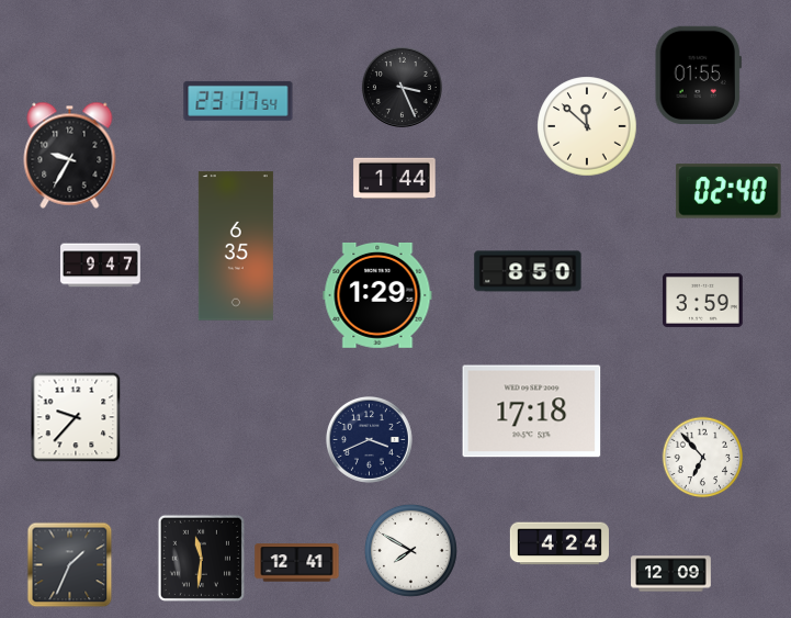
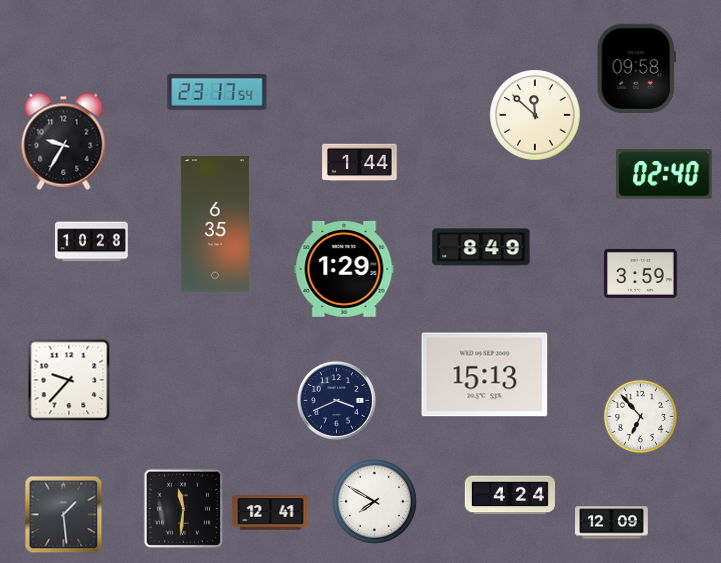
clock at (698, 75): 01:55 -> 09:58
clock at (402, 87): 3:26 -> none
clock at (101, 266): 9:47 -> 10:28
clock at (528, 271): 8:50 -> 8:49
clock at (532, 412): 17:18 -> 15:13
clock at (70, 565): 1:34 -> 1:29
